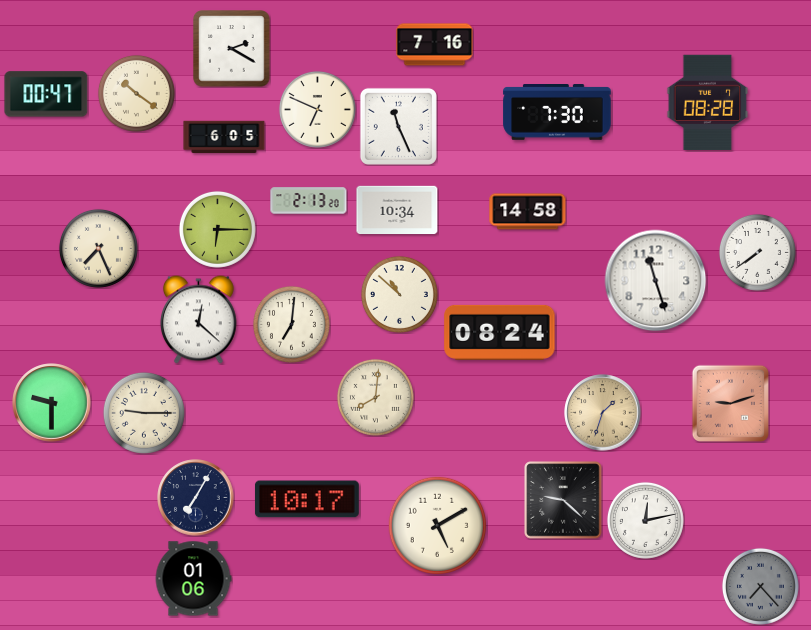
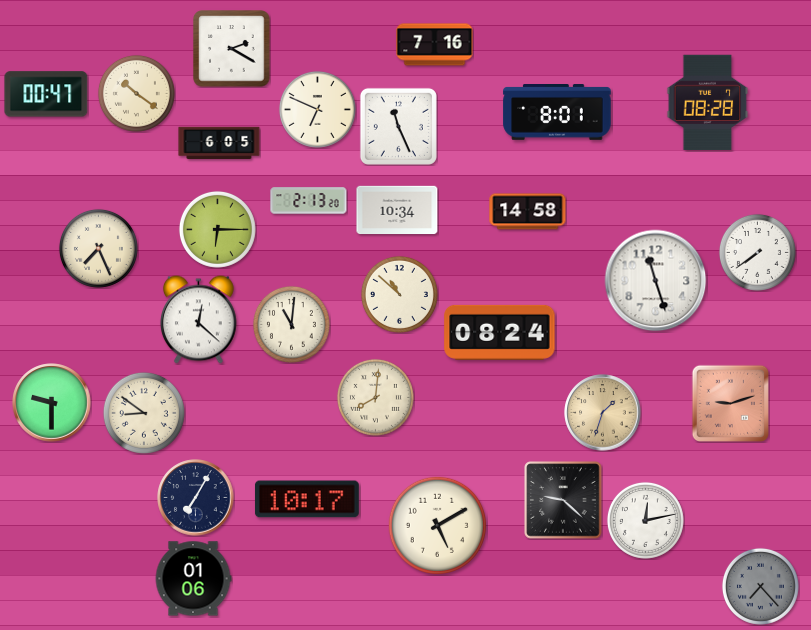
clock at (557, 112): 7:30 -> 8:01
clock at (224, 137) position: (224, 137) -> (219, 143)
clock at (291, 324): 7:01 -> 11:01
clock at (144, 413): 9:15 -> 8:51
